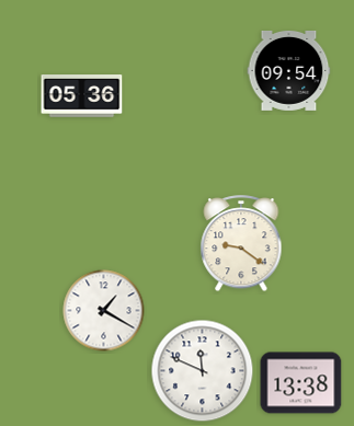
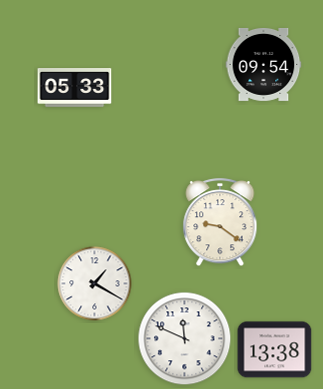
clock at (82, 96): 05:36 -> 05:33
